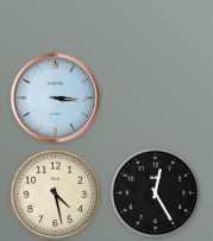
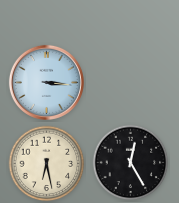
clock at (56, 195): 4:28 -> 6:28
